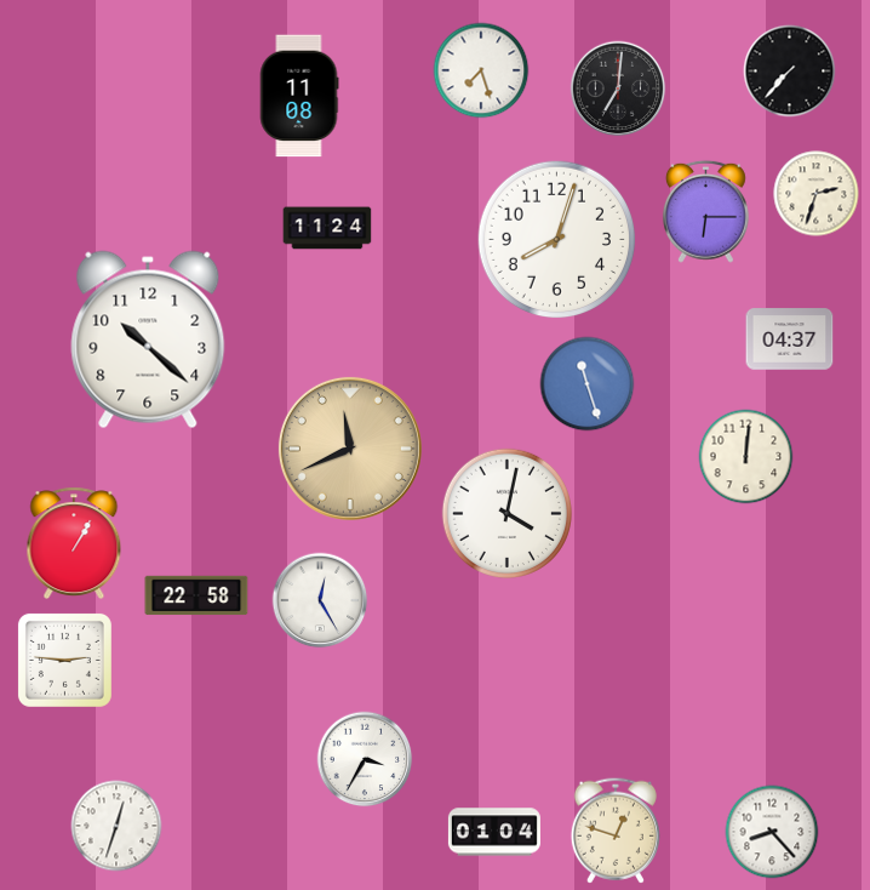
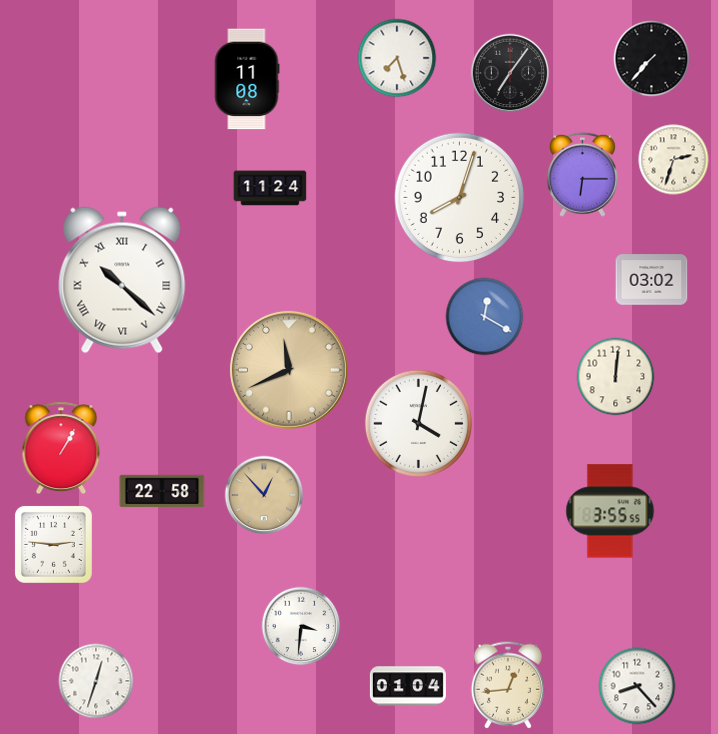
clock at (618, 89): 7:01 -> 7:06
clock at (148, 340) numerals: Arabic -> Roman
clock at (790, 340): 04:37 -> 03:02
clock at (588, 384): 11:27 -> 12:20
clock at (320, 600): 12:25 -> 12:53
clock at (320, 600) dial: white -> champagne
clock at (610, 511): none -> 3:55
clock at (365, 759): 3:35 -> 3:31
clock at (616, 831): 12:48 -> 12:44
